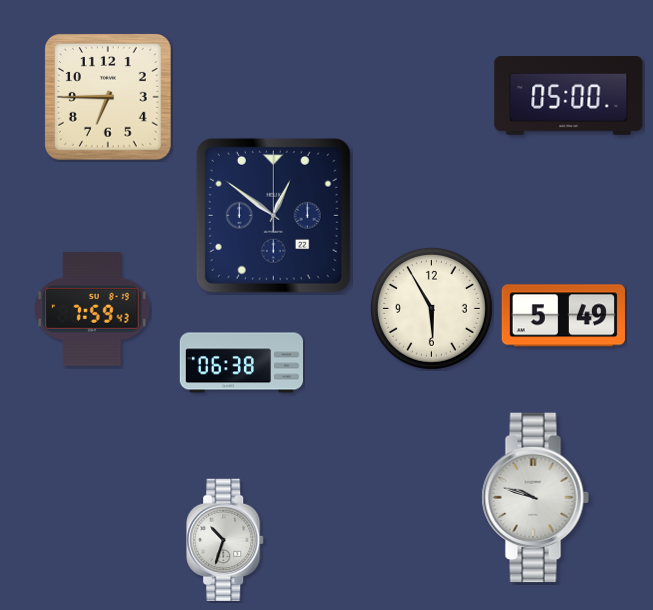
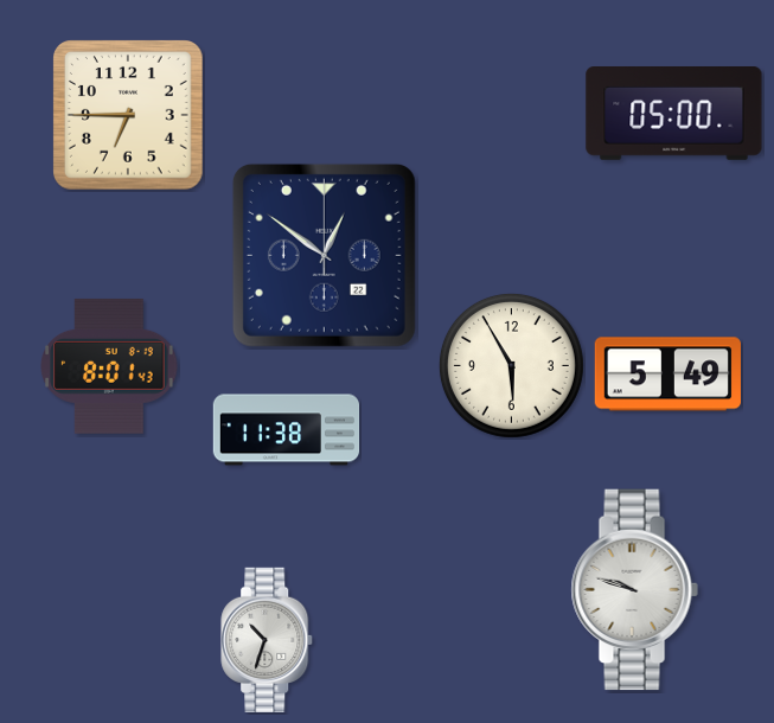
clock at (92, 309): 7:59 -> 8:01
clock at (242, 363): 06:38 -> 11:38
